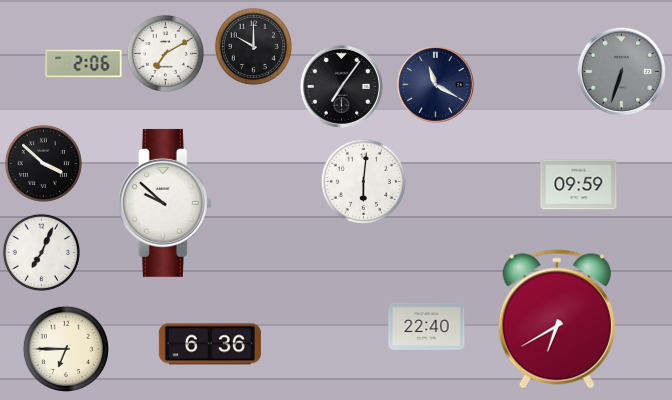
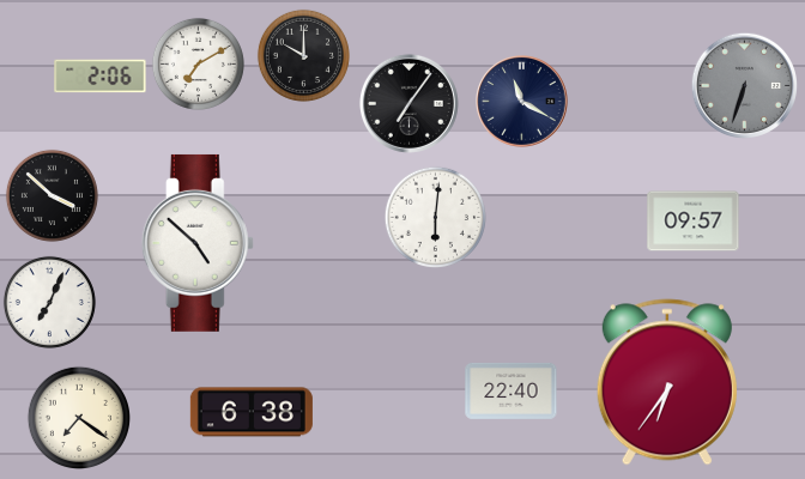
clock at (579, 185): 09:59 -> 09:57
clock at (165, 203): 9:52 -> 4:52
clock at (557, 319): 6:40 -> 6:36
clock at (210, 344): 6:36 -> 6:38
clock at (65, 348): 6:45 -> 7:21
